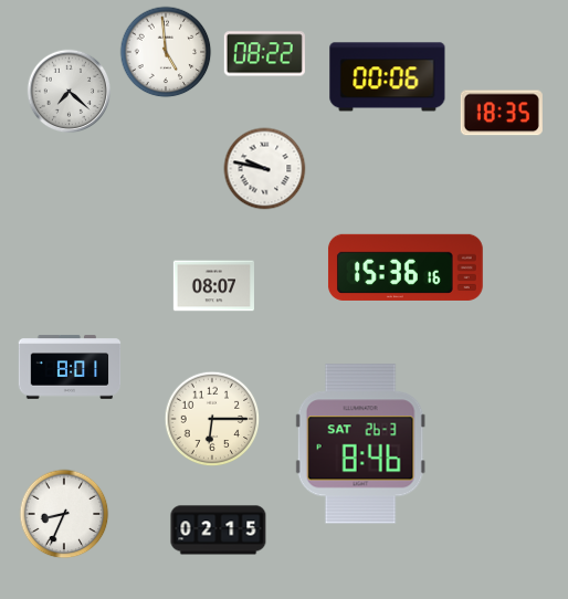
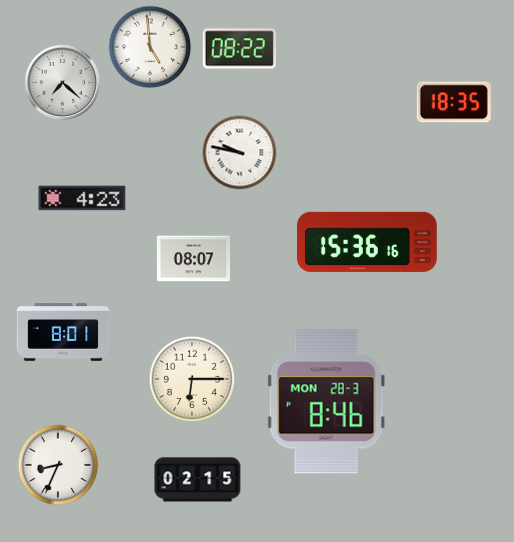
clock at (388, 77): 00:06 -> none
clock at (82, 198): none -> 4:23
clock at (360, 444) date: SAT 26-3 -> MON 28-3
